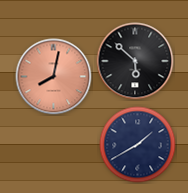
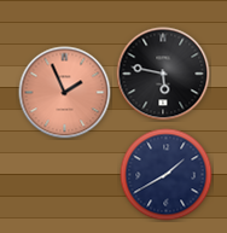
clock at (135, 61): 5:52 -> 5:47
clock at (54, 77): 8:02 -> 1:56
